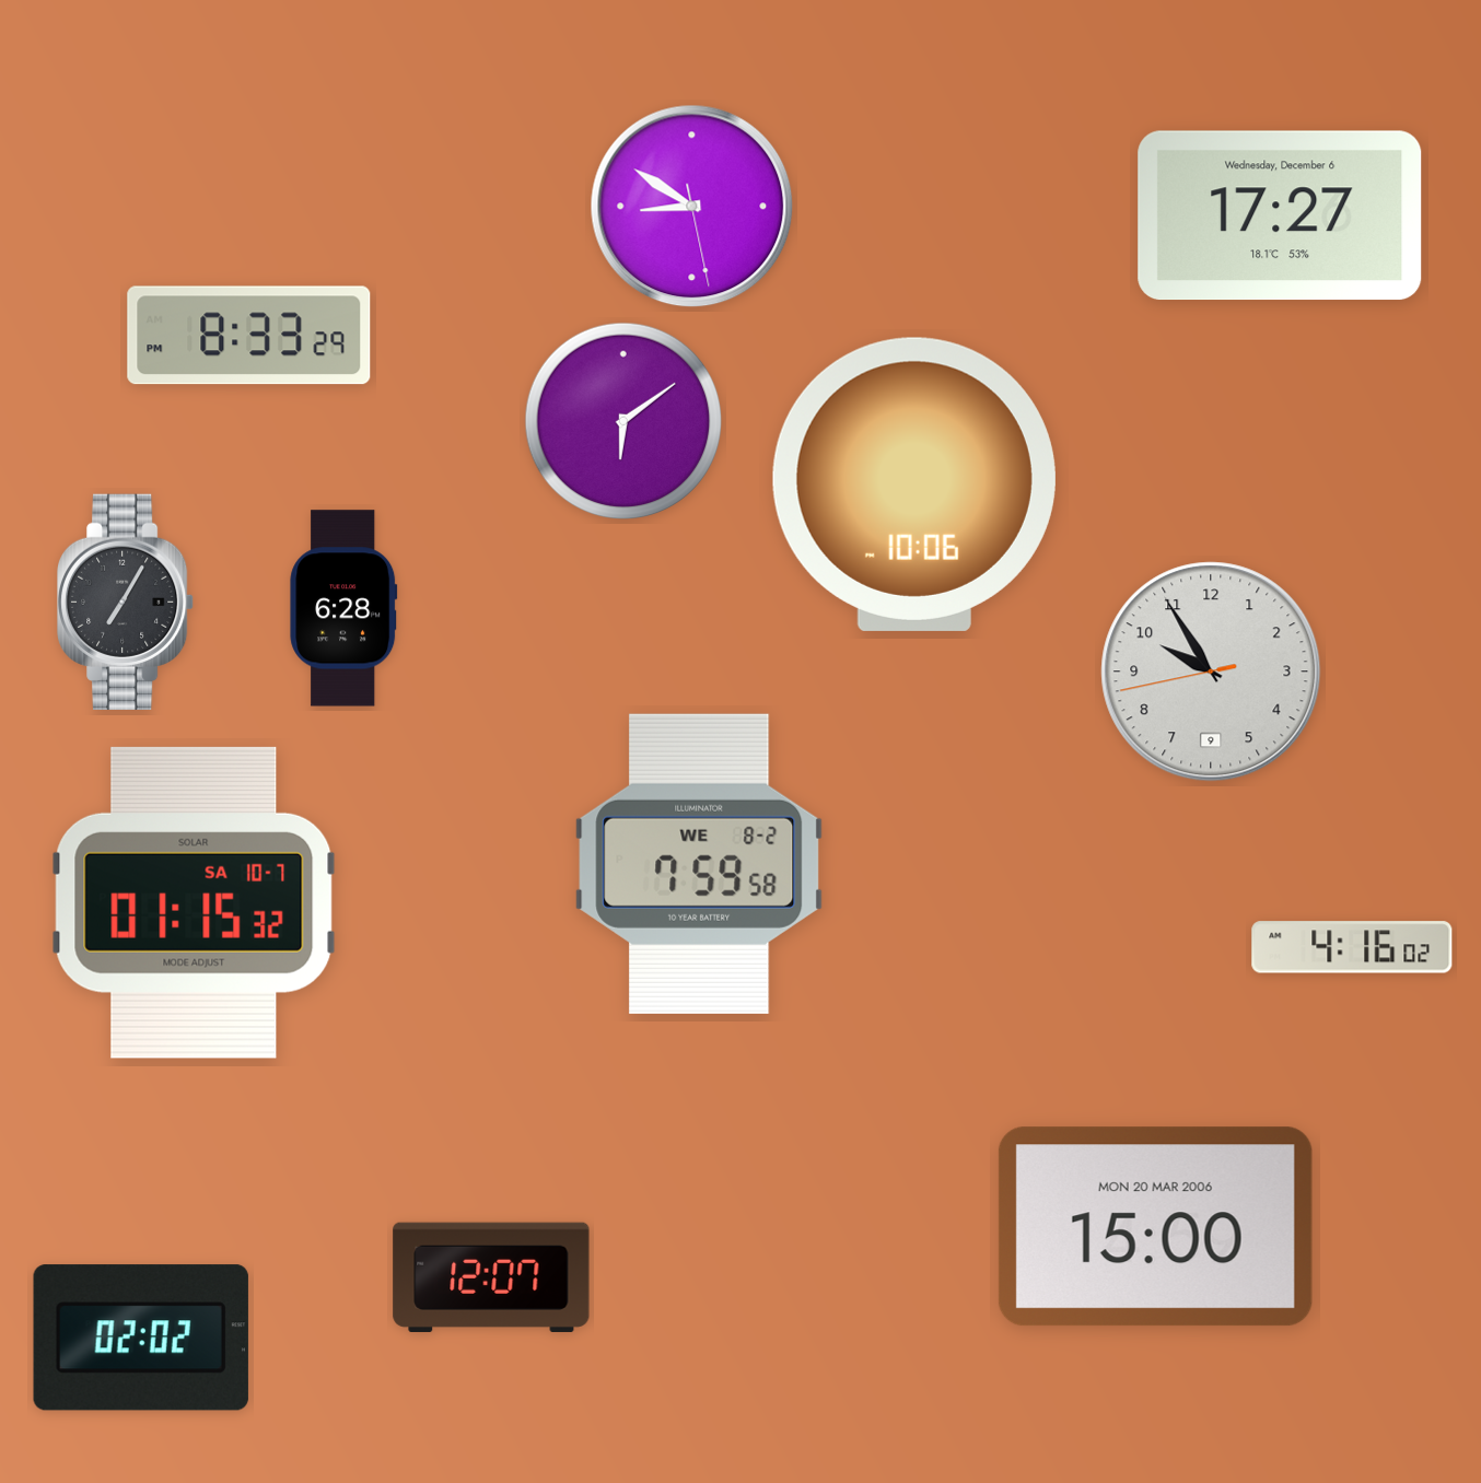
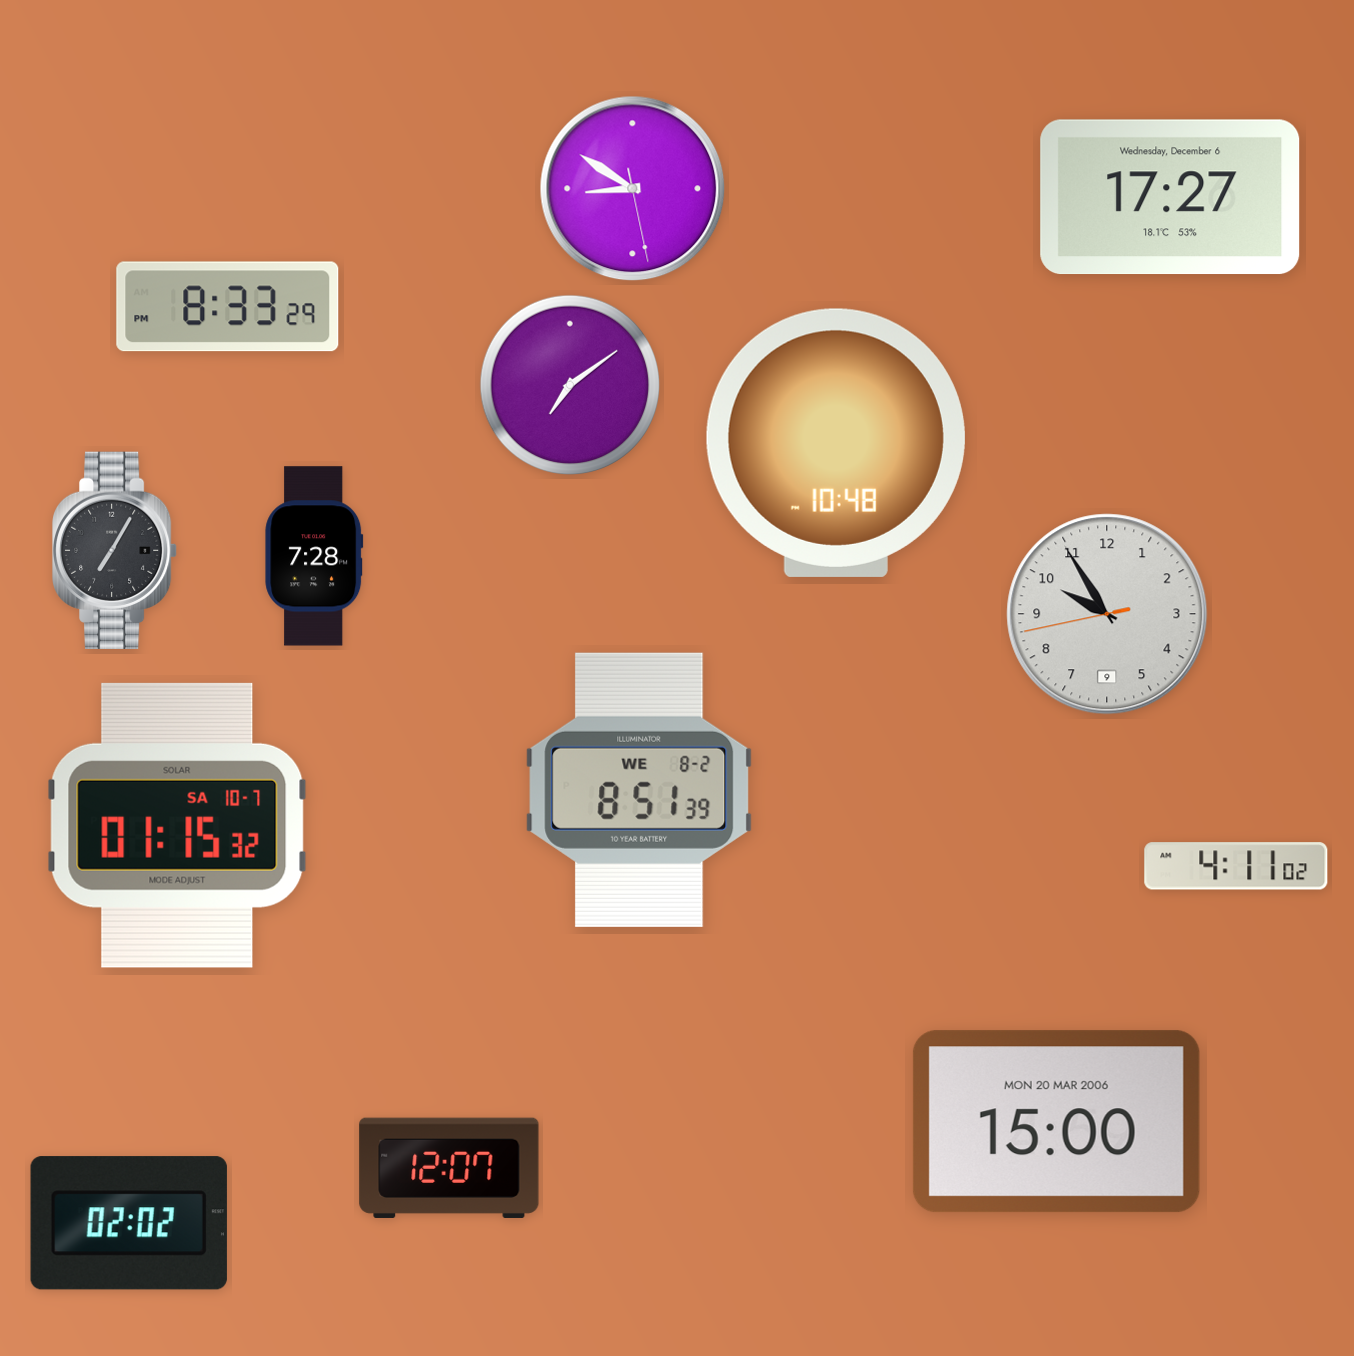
clock at (623, 421): 6:09 -> 7:09
clock at (914, 484): 10:06 -> 10:48
clock at (343, 608): 6:28 -> 7:28
clock at (699, 864): 7:59 -> 8:51
clock at (1352, 947): 4:16 -> 4:11
